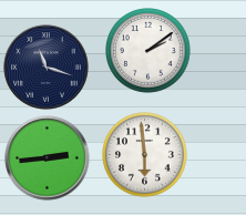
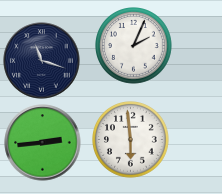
clock at (148, 51): 2:09 -> 2:04
